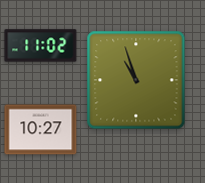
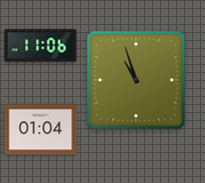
clock at (41, 46): 11:02 -> 11:06
clock at (41, 130): 10:27 -> 01:04
